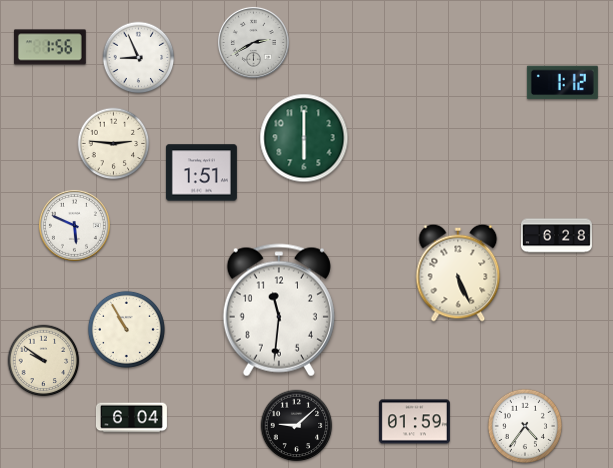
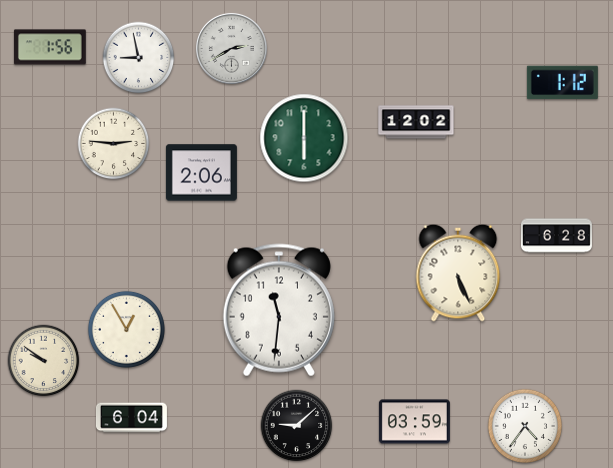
clock at (253, 42) position: (253, 42) -> (231, 48)
clock at (139, 58): 8:56 -> 8:58
clock at (416, 122): none -> 12:02
clock at (201, 173): 1:51 -> 2:06
clock at (74, 225): 5:49 -> none
clock at (126, 329): 10:55 -> 12:55
clock at (414, 422): 01:59 -> 03:59
